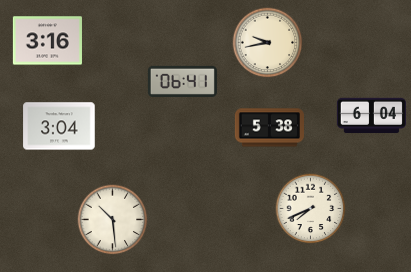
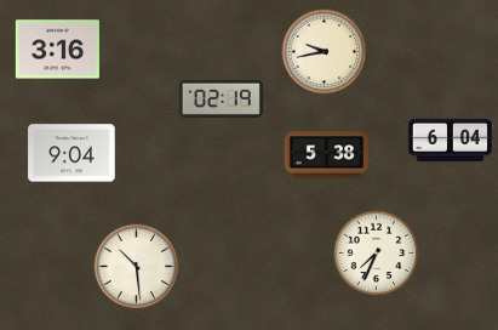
clock at (182, 81): 06:41 -> 02:19
clock at (59, 126): 3:04 -> 9:04
clock at (311, 209): 7:41 -> 7:34
